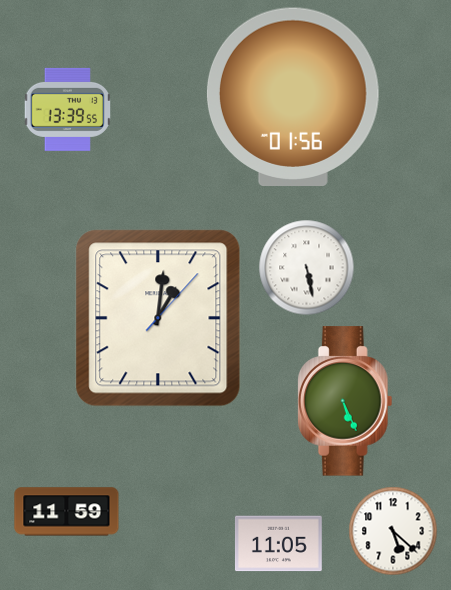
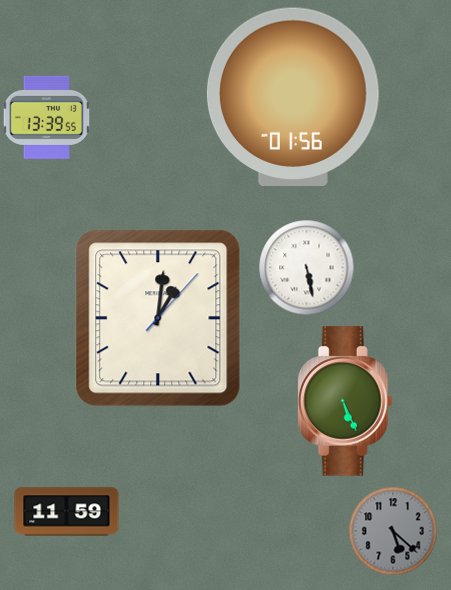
clock at (67, 109) position: (67, 109) -> (46, 117)
clock at (393, 531) dial: white -> grey
clock at (278, 544): 11:05 -> none
